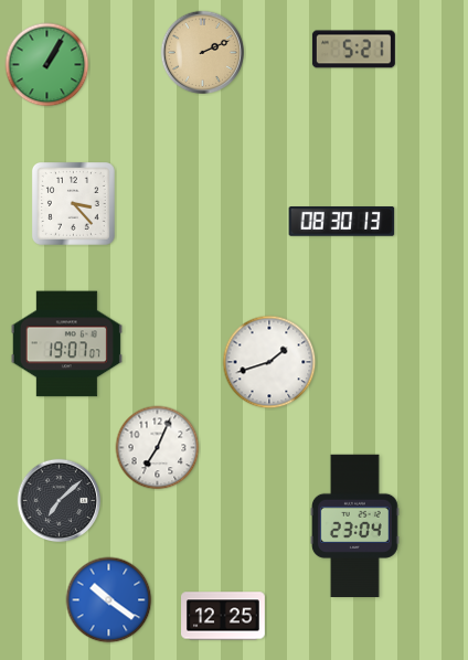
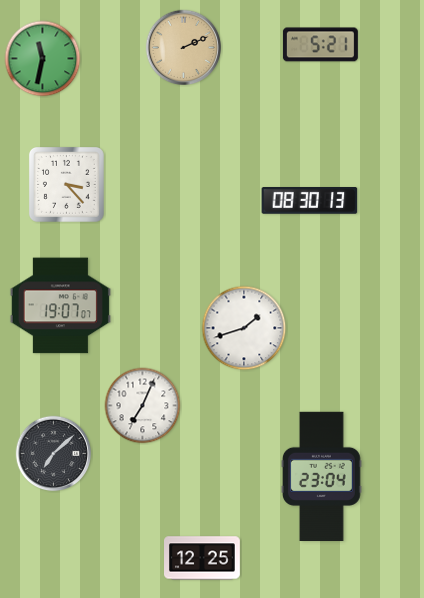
clock at (47, 65): 1:05 -> 11:32
clock at (66, 344) position: (66, 344) -> (60, 306)
clock at (109, 600): 10:21 -> none
